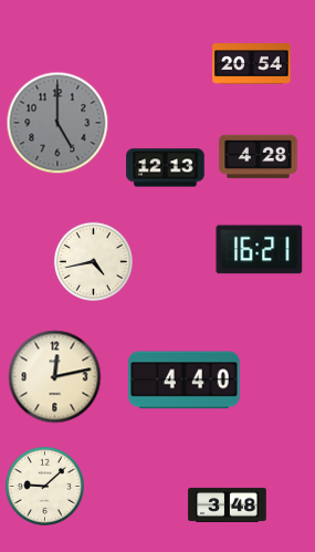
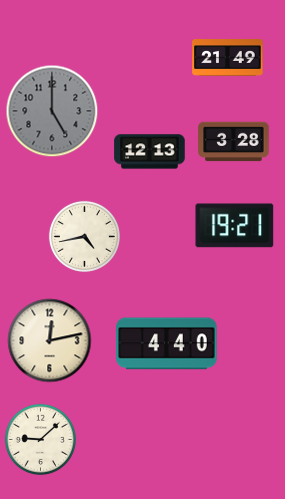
clock at (252, 64): 20:54 -> 21:49
clock at (259, 157): 4:28 -> 3:28
clock at (260, 250): 16:21 -> 19:21
clock at (228, 504): 3:48 -> none
